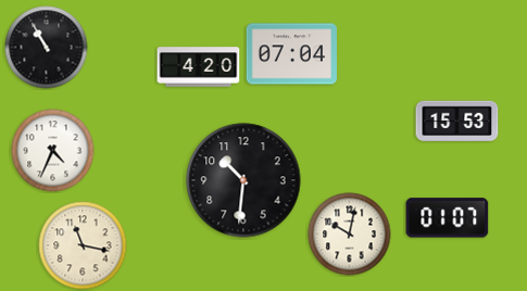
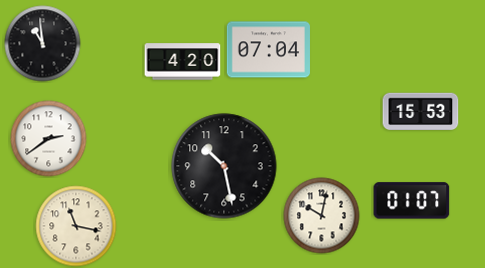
clock at (47, 48): 10:55 -> 10:59
clock at (53, 151): 4:34 -> 2:39
clock at (243, 180): 10:31 -> 10:28
